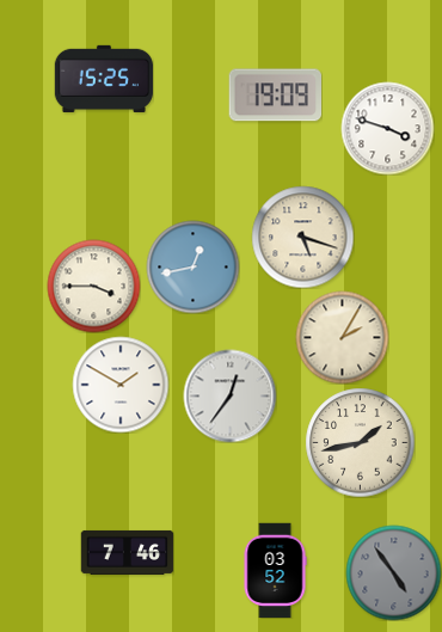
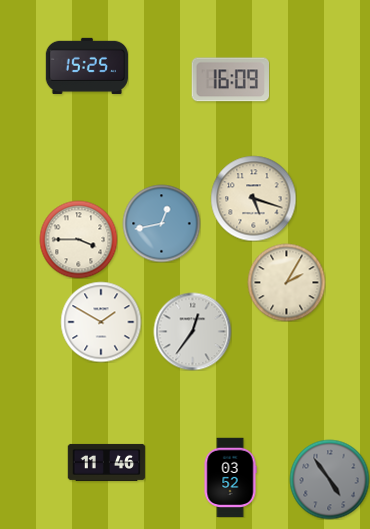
clock at (275, 96): 19:09 -> 16:09
clock at (387, 128): 3:48 -> none
clock at (360, 442): 1:43 -> none
clock at (127, 552): 7:46 -> 11:46
